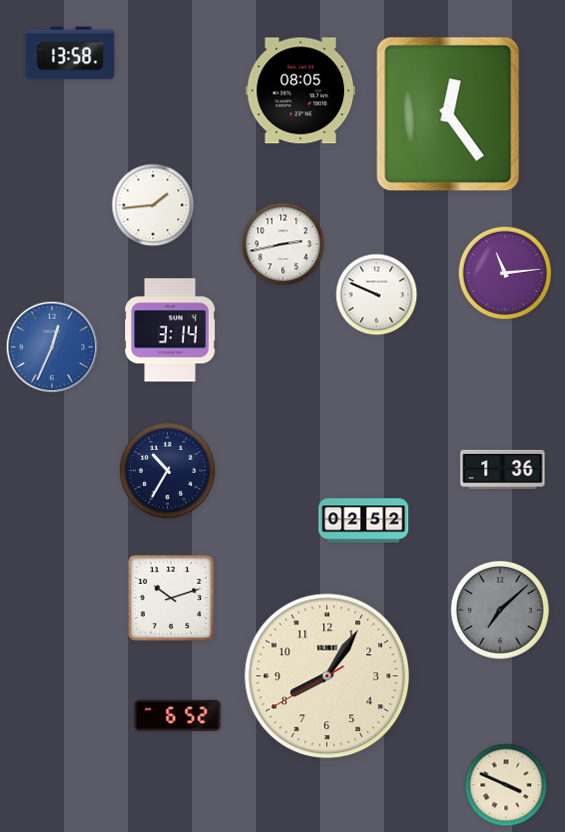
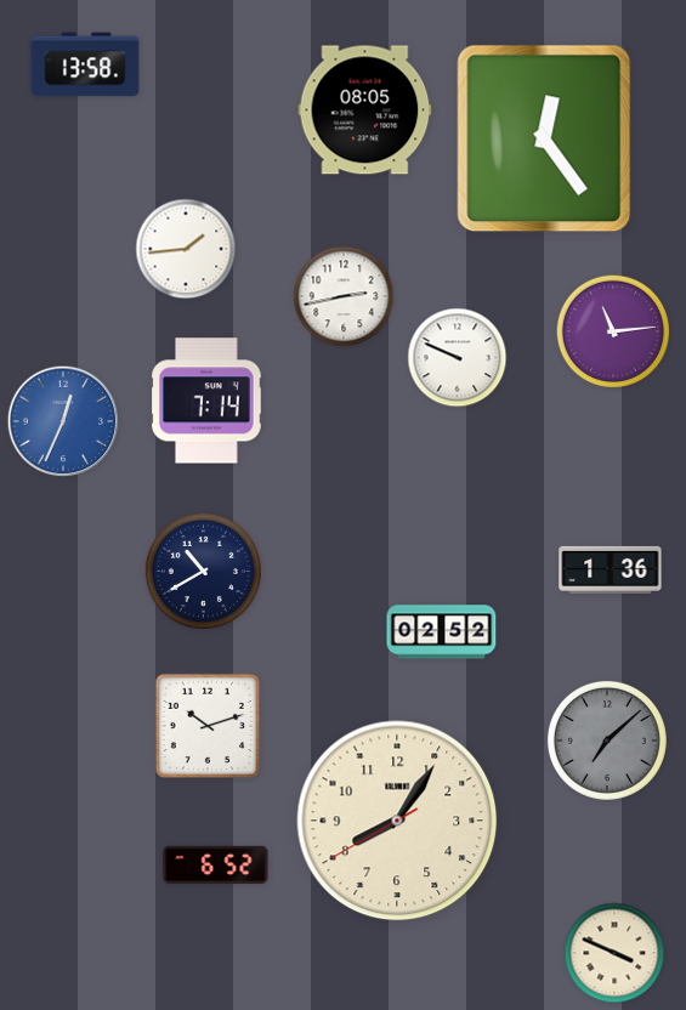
clock at (170, 330): 3:14 -> 7:14
clock at (167, 470): 10:35 -> 10:40
clock at (178, 715) position: (178, 715) -> (216, 864)
